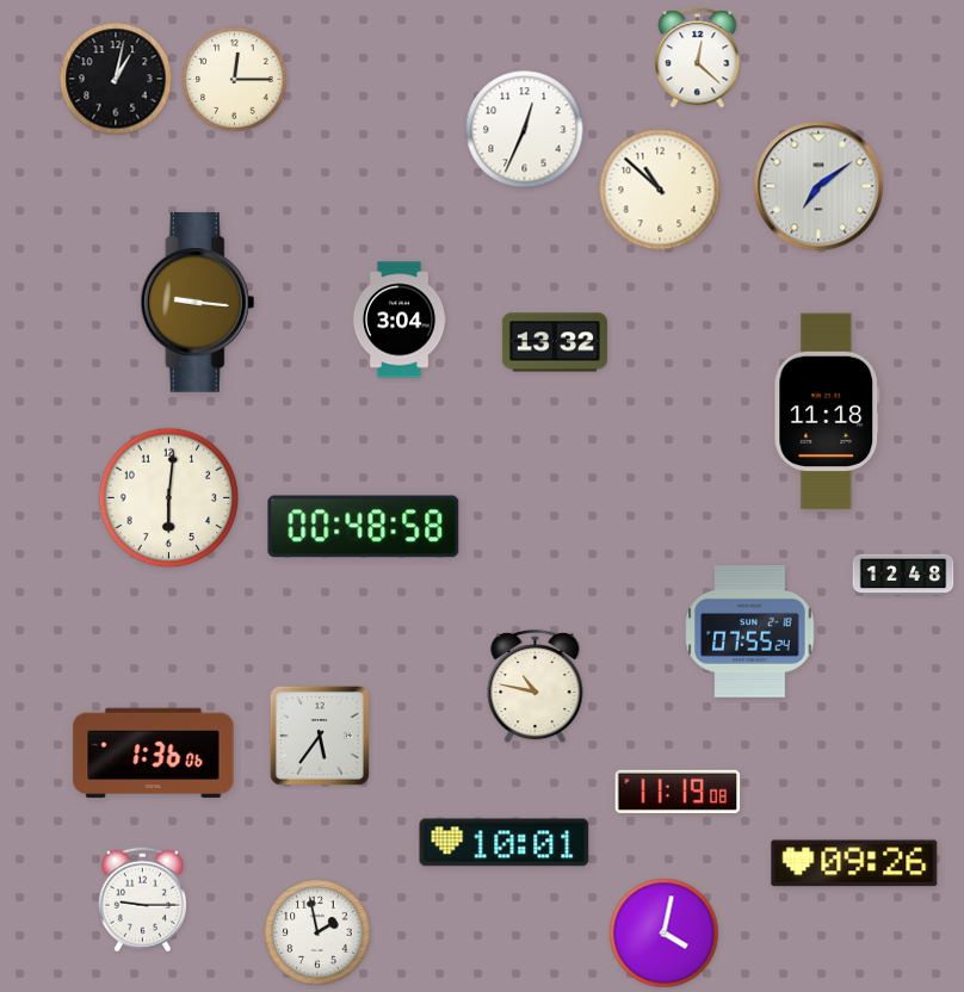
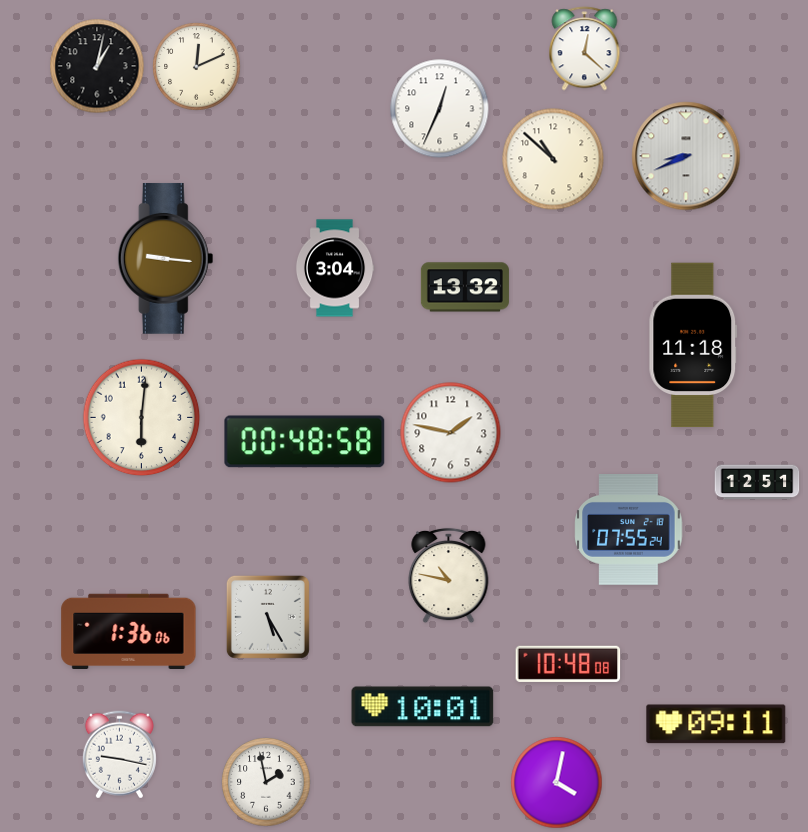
clock at (235, 80): 12:15 -> 12:11
clock at (818, 186): 7:09 -> 8:41
clock at (198, 302) position: (198, 302) -> (166, 258)
clock at (451, 433): none -> 1:47
clock at (903, 575): 12:48 -> 12:51
clock at (320, 736): 5:36 -> 5:25
clock at (678, 792): 11:19 -> 10:48
clock at (854, 863): 09:26 -> 09:11
clock at (142, 900): 9:15 -> 9:17
